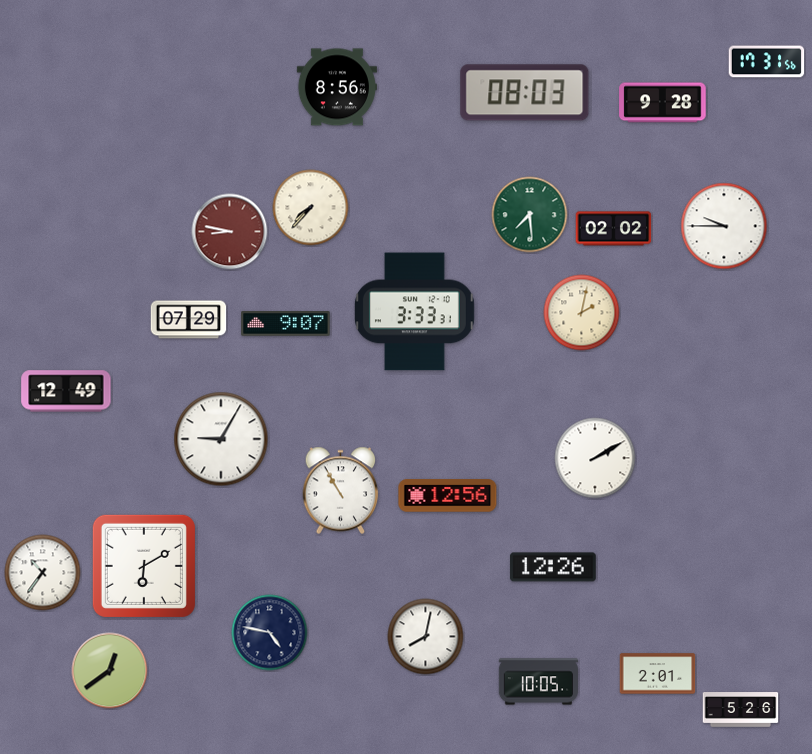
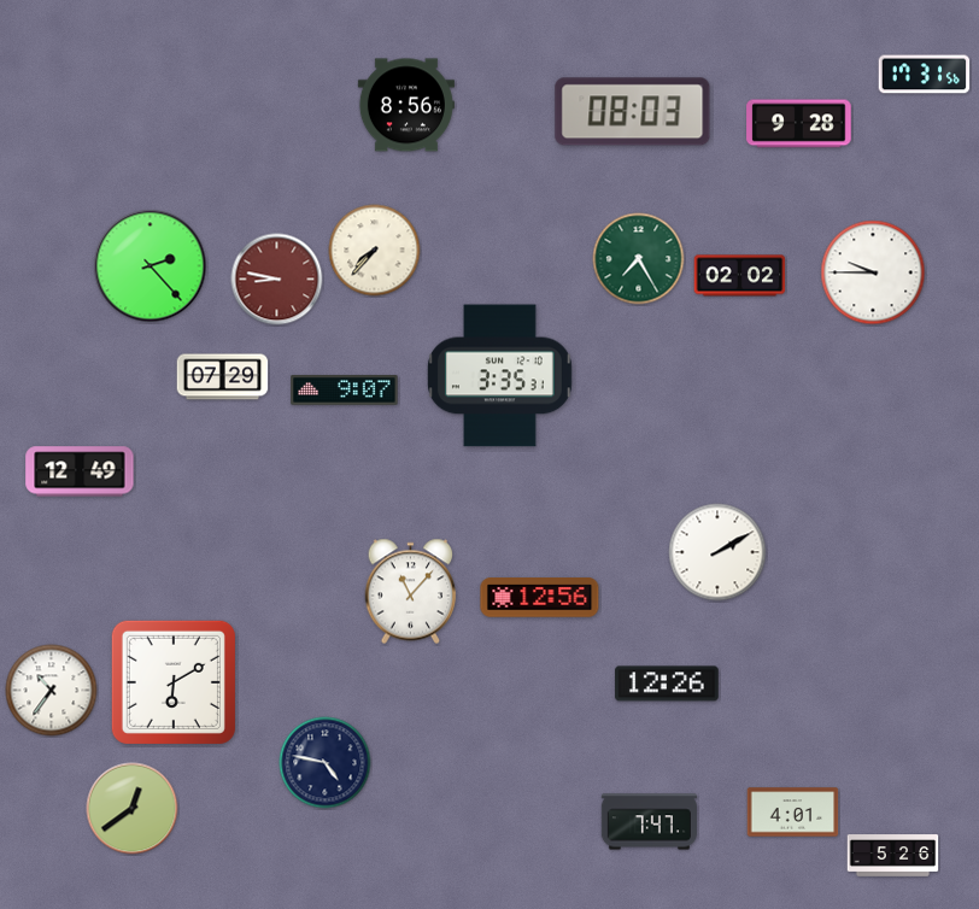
clock at (530, 215): 7:29 -> 7:25
clock at (151, 266): none -> 2:23
clock at (414, 312): 3:33 -> 3:35
clock at (582, 313): 2:02 -> none
clock at (189, 320) position: (189, 320) -> (223, 377)
clock at (221, 439): 9:05 -> none
clock at (341, 491): 10:55 -> 11:07
clock at (426, 637): 8:02 -> none
clock at (658, 674): 2:01 -> 4:01
clock at (538, 682): 10:05 -> 7:47
